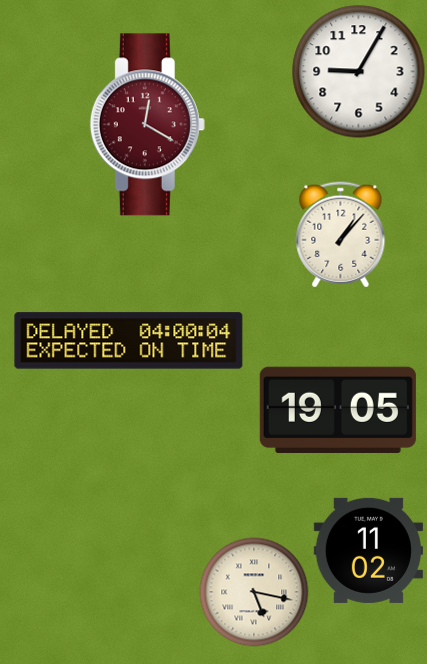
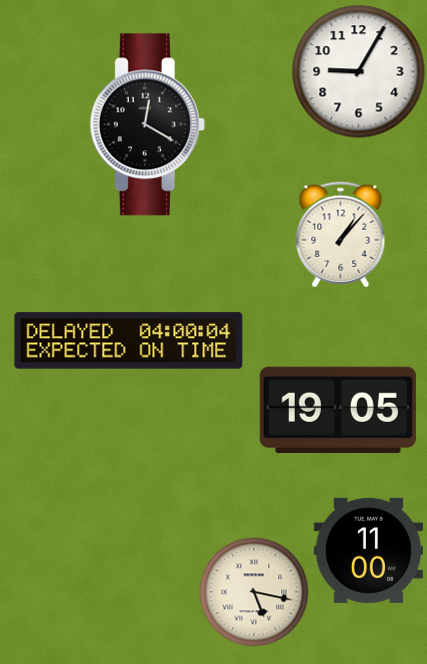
clock at (147, 125) dial: burgundy -> black
clock at (368, 550): 11:02 -> 11:00
